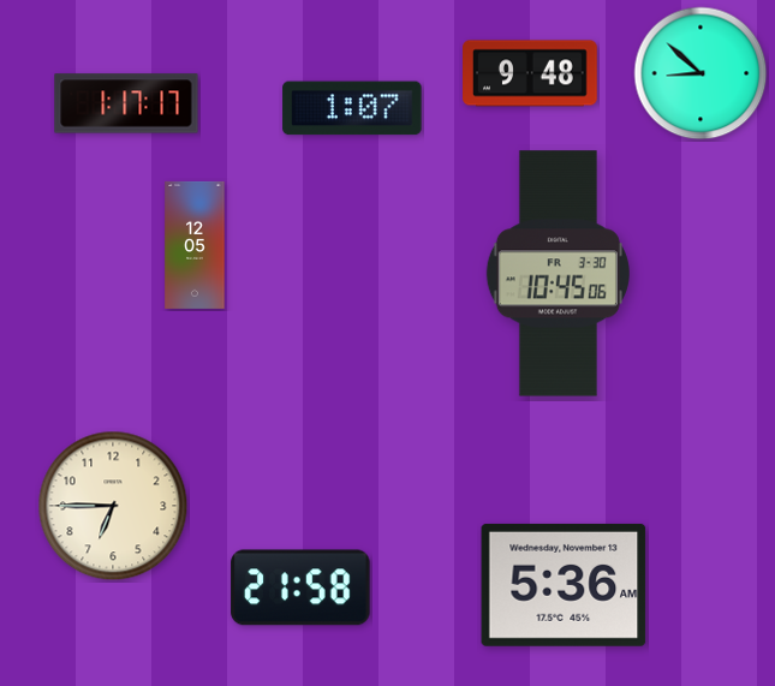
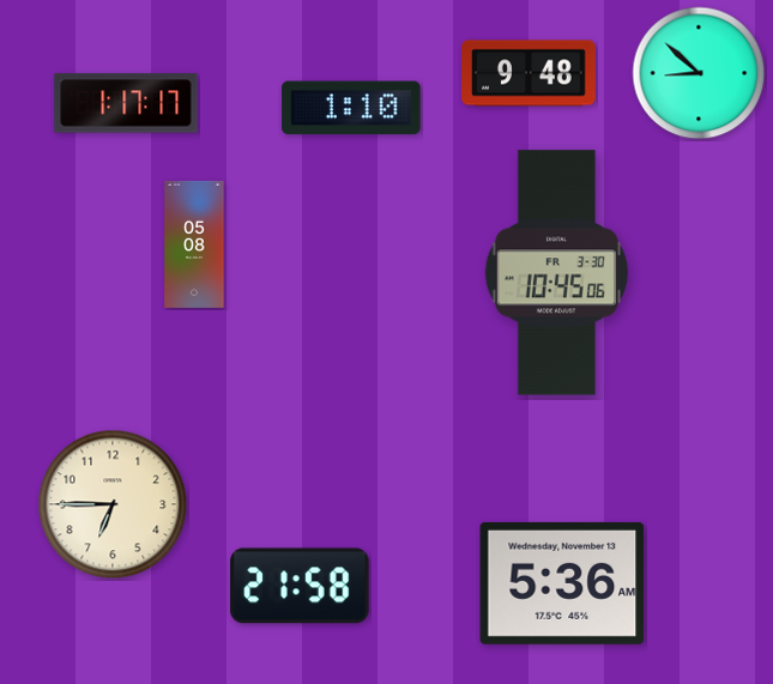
clock at (352, 108): 1:07 -> 1:10
clock at (195, 245): 12:05 -> 05:08
